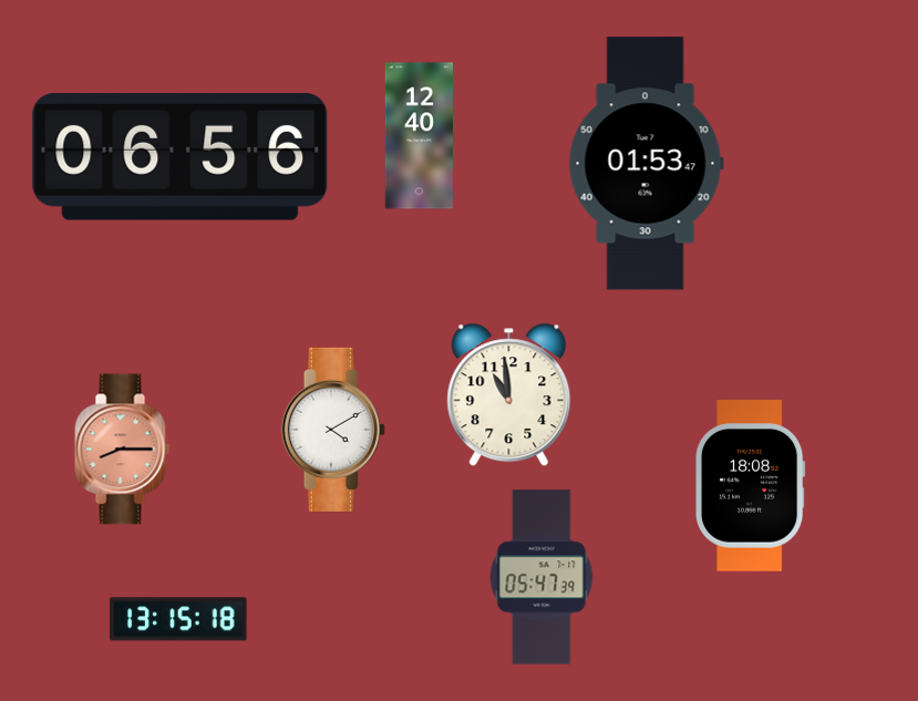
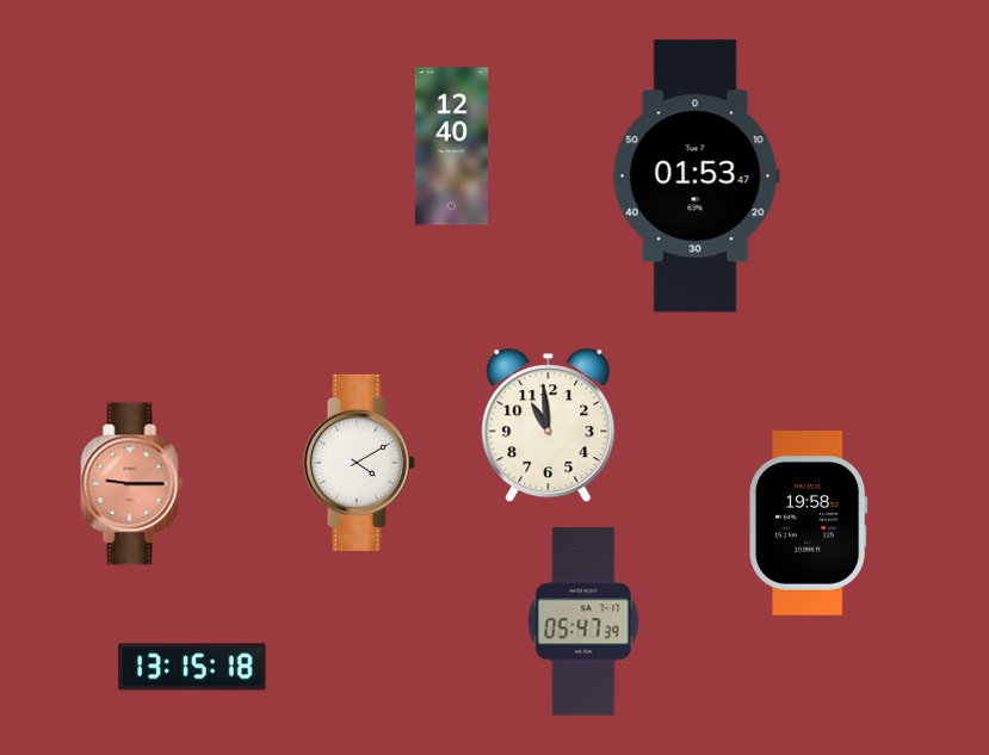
clock at (180, 157): 06:56 -> none
clock at (123, 450): 8:15 -> 9:15
clock at (751, 486): 18:08 -> 19:58
